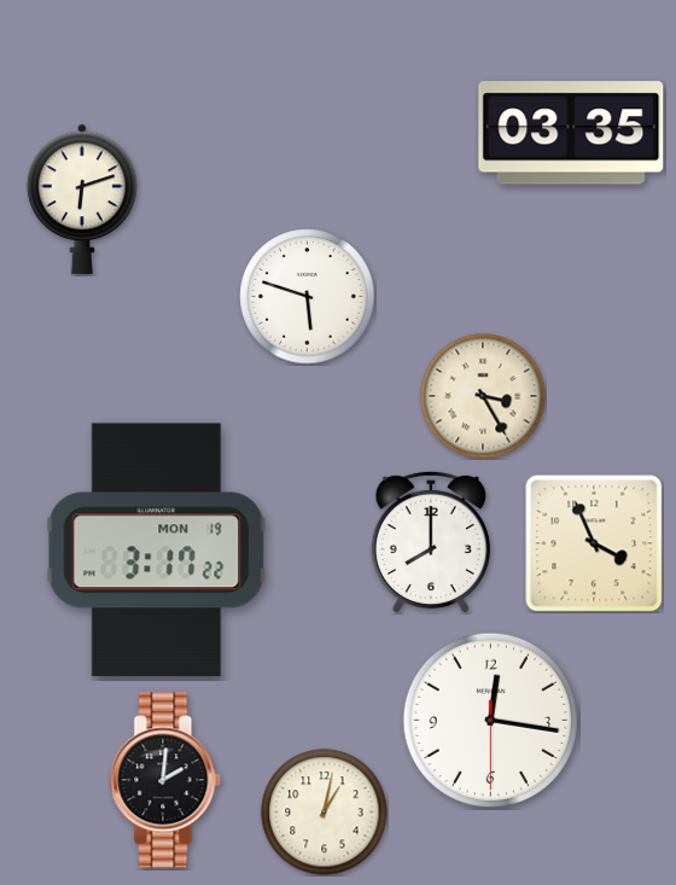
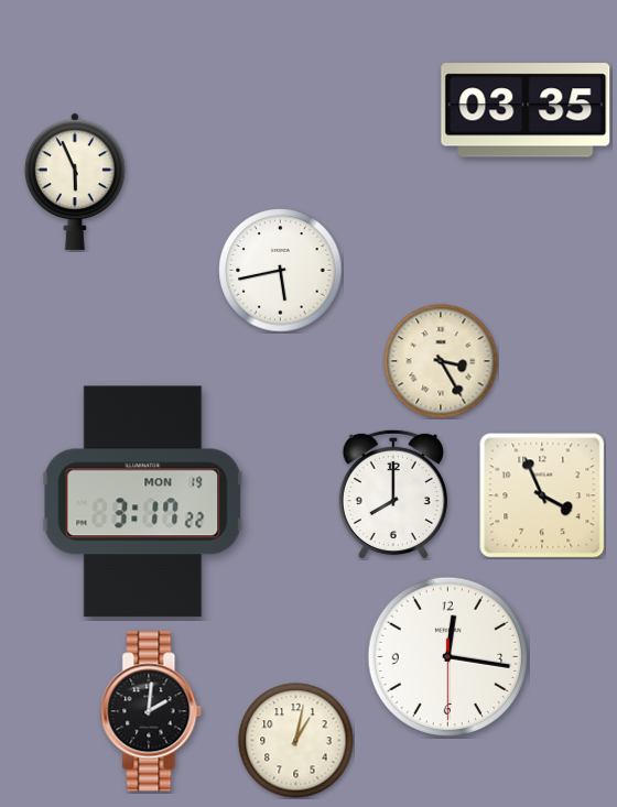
clock at (571, 133) position: (571, 133) -> (526, 110)
clock at (82, 199): 6:12 -> 5:56
clock at (308, 297): 5:48 -> 5:43
